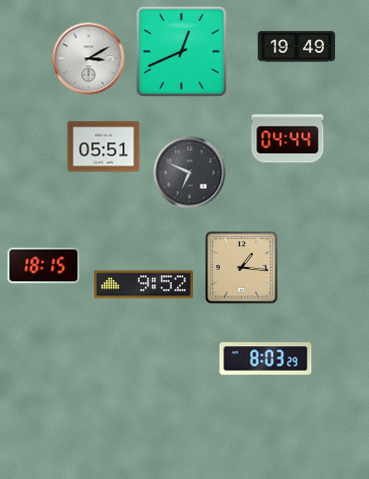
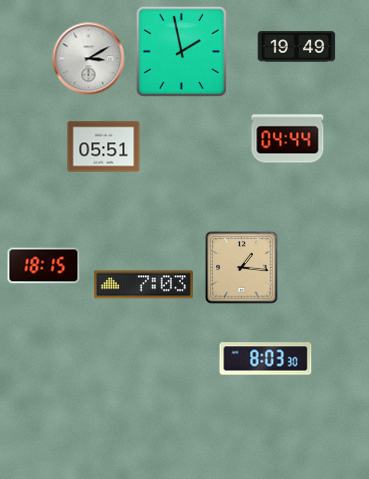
clock at (181, 51): 12:41 -> 1:58
clock at (190, 173): 6:49 -> none
clock at (143, 285): 9:52 -> 7:03
clock at (266, 359): 8:03:29 -> 8:03:30
